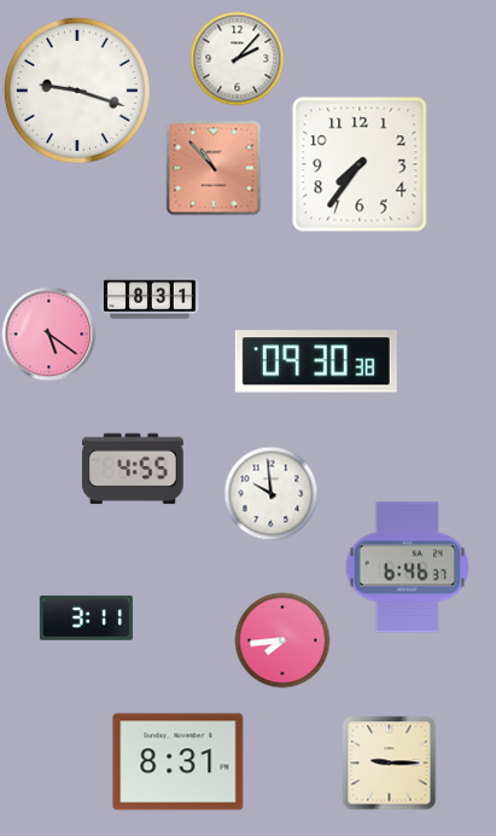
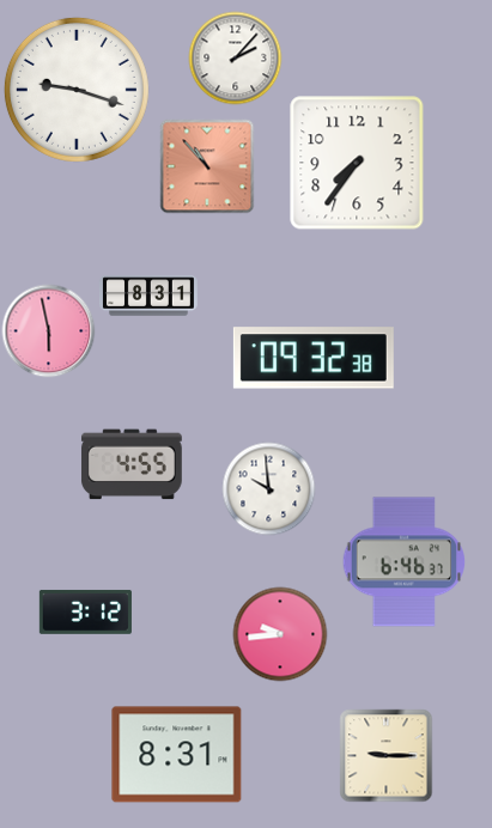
clock at (214, 168) position: (214, 168) -> (207, 166)
clock at (48, 333): 5:21 -> 5:58
clock at (316, 361): 09:30 -> 09:32
clock at (86, 617): 3:11 -> 3:12
clock at (282, 640): 7:44 -> 9:44
